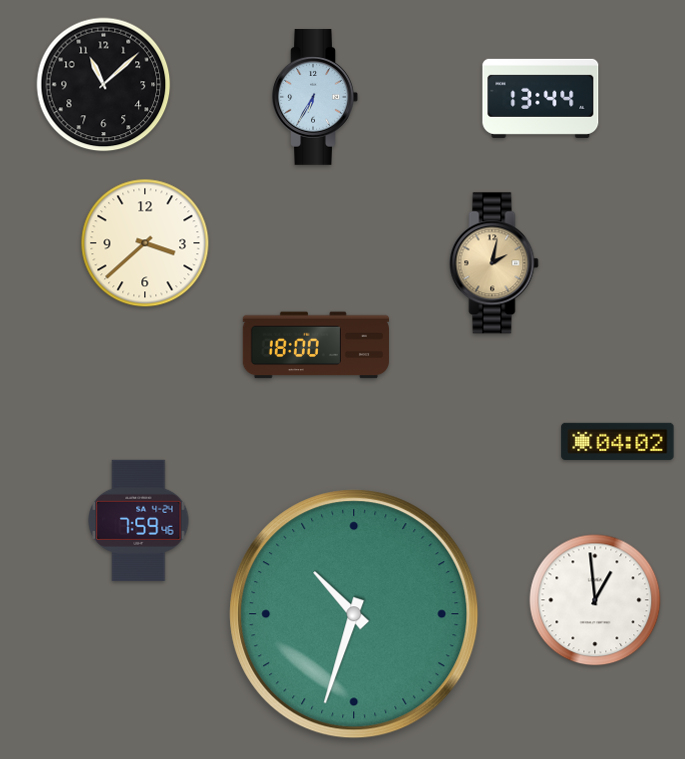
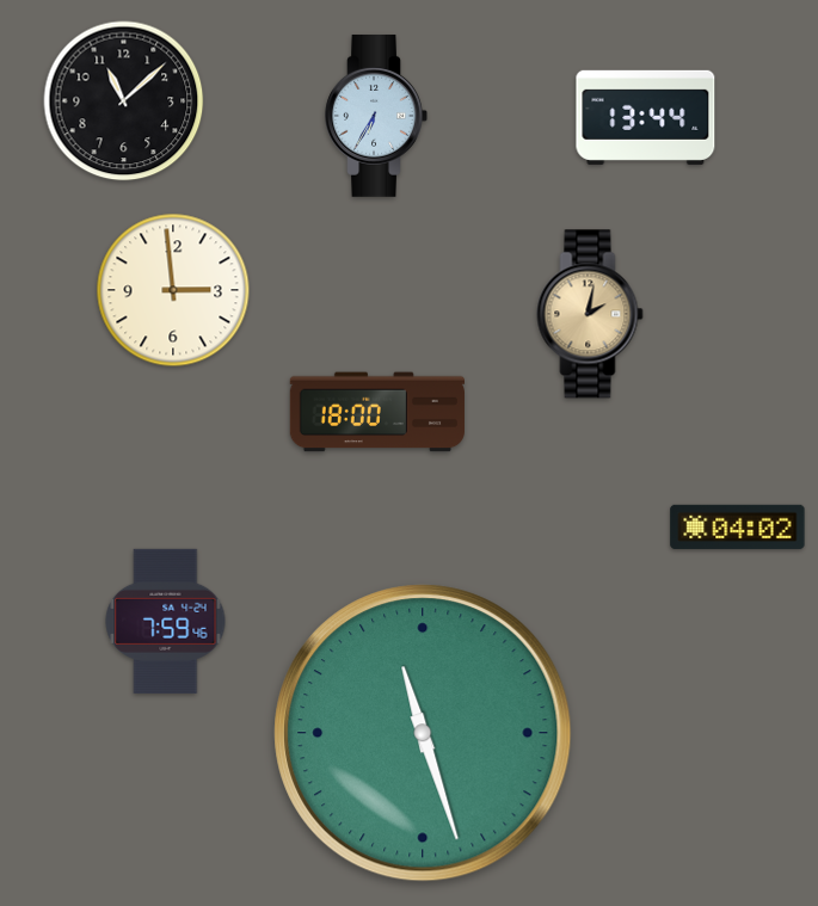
clock at (145, 243): 3:38 -> 2:59
clock at (595, 600): 12:59 -> none
clock at (354, 614): 10:33 -> 11:27
